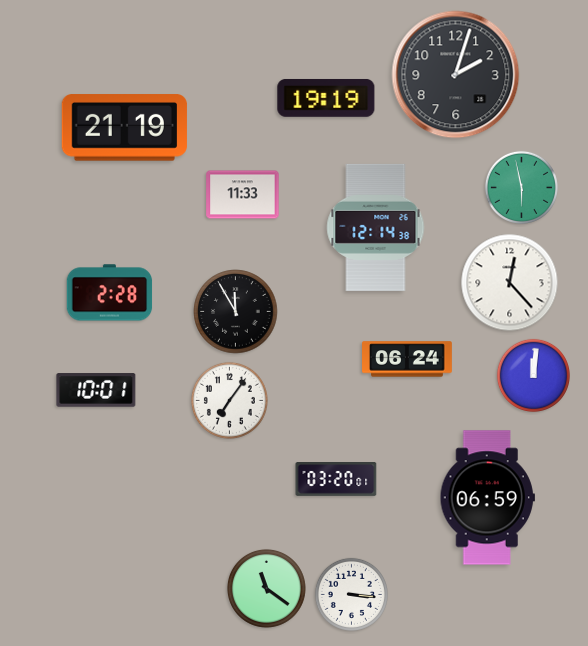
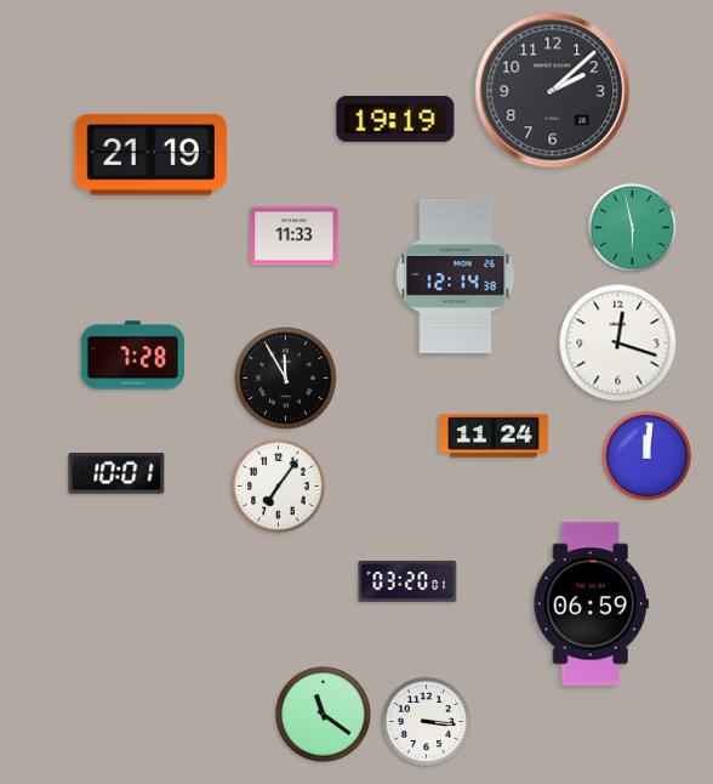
clock at (456, 75): 2:03 -> 2:08
clock at (510, 283): 12:23 -> 12:18
clock at (110, 293): 2:28 -> 7:28
clock at (408, 359): 06:24 -> 11:24
